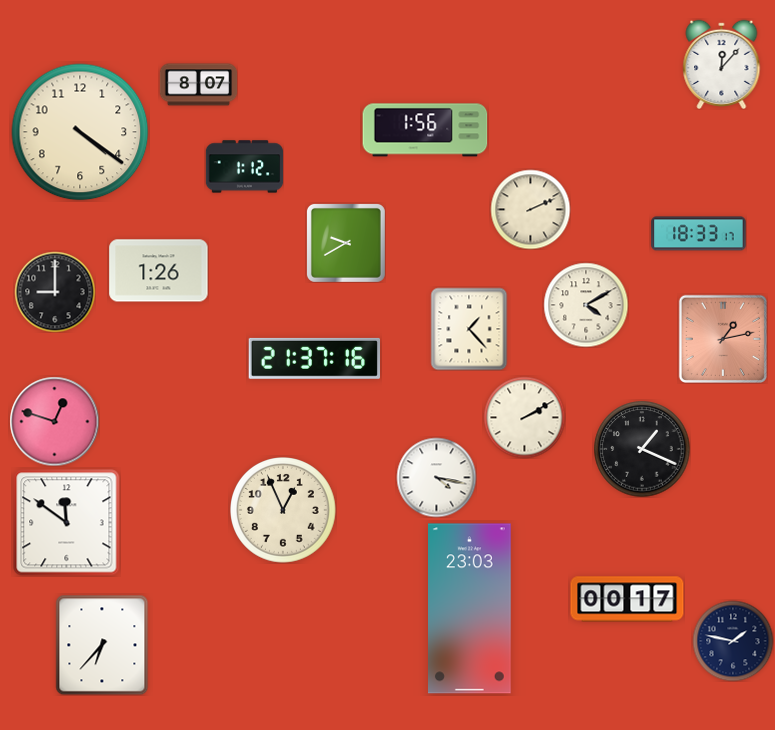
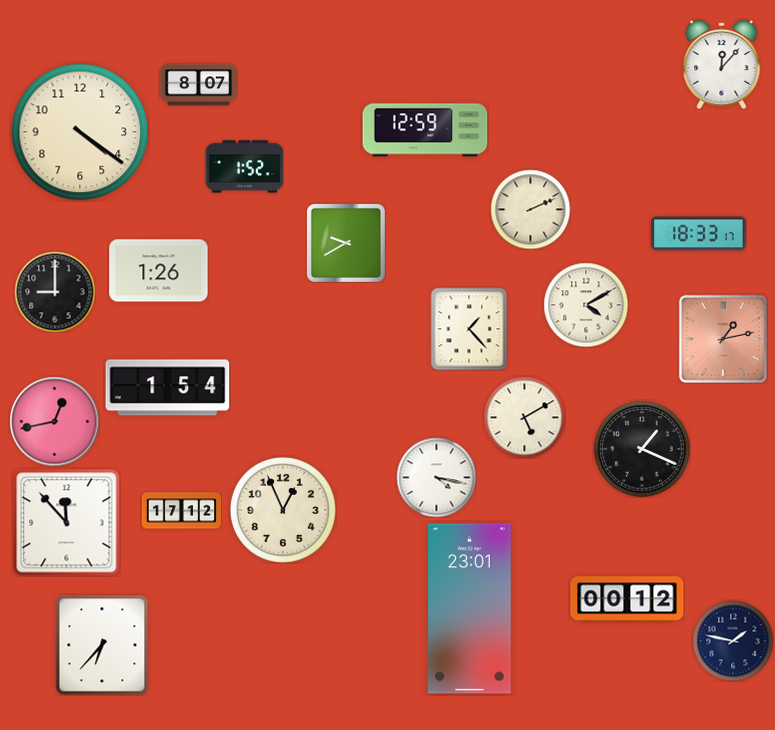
clock at (425, 130): 1:56 -> 12:59
clock at (244, 167): 1:12 -> 1:52
clock at (314, 358): 21:37 -> none
clock at (168, 388): none -> 1:54
clock at (524, 417): 2:10 -> 5:10
clock at (54, 421): 12:48 -> 12:43
clock at (181, 511): none -> 17:12
clock at (67, 523): 11:51 -> 11:53
clock at (627, 599): 00:17 -> 00:12
clock at (470, 609): 23:03 -> 23:01
